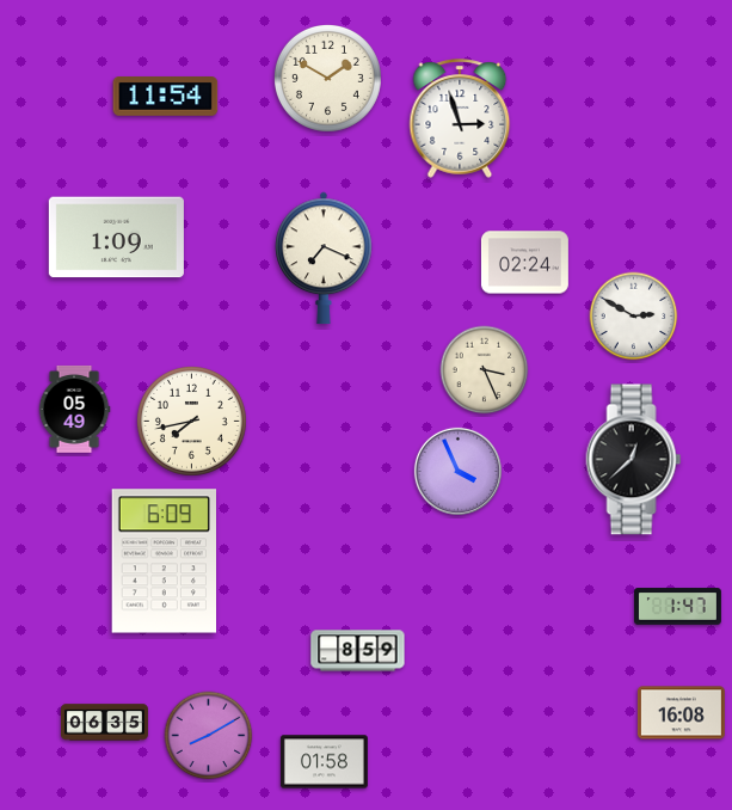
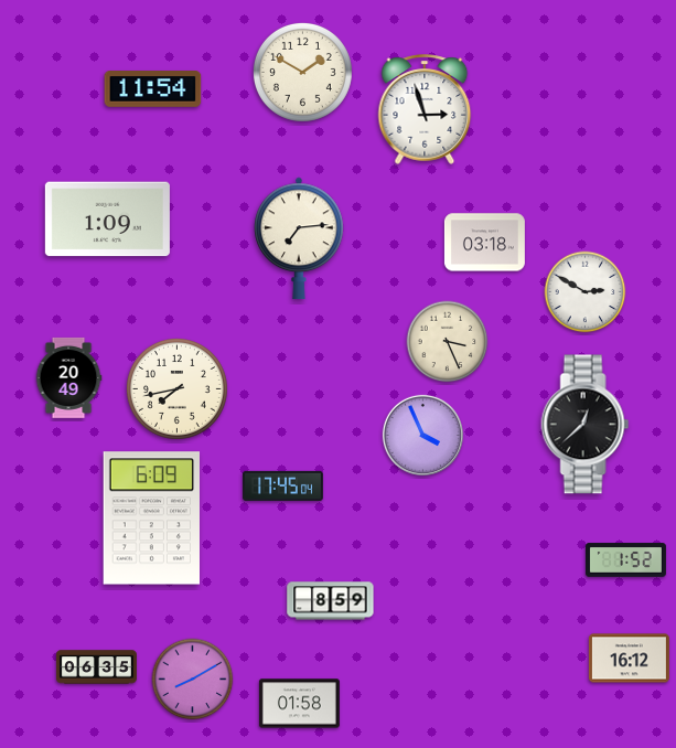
clock at (324, 258): 7:19 -> 7:14
clock at (524, 263): 02:24 -> 03:18
clock at (74, 409): 05:49 -> 20:49
clock at (282, 485): none -> 17:45
clock at (677, 607): 1:47 -> 1:52
clock at (681, 713): 16:08 -> 16:12
